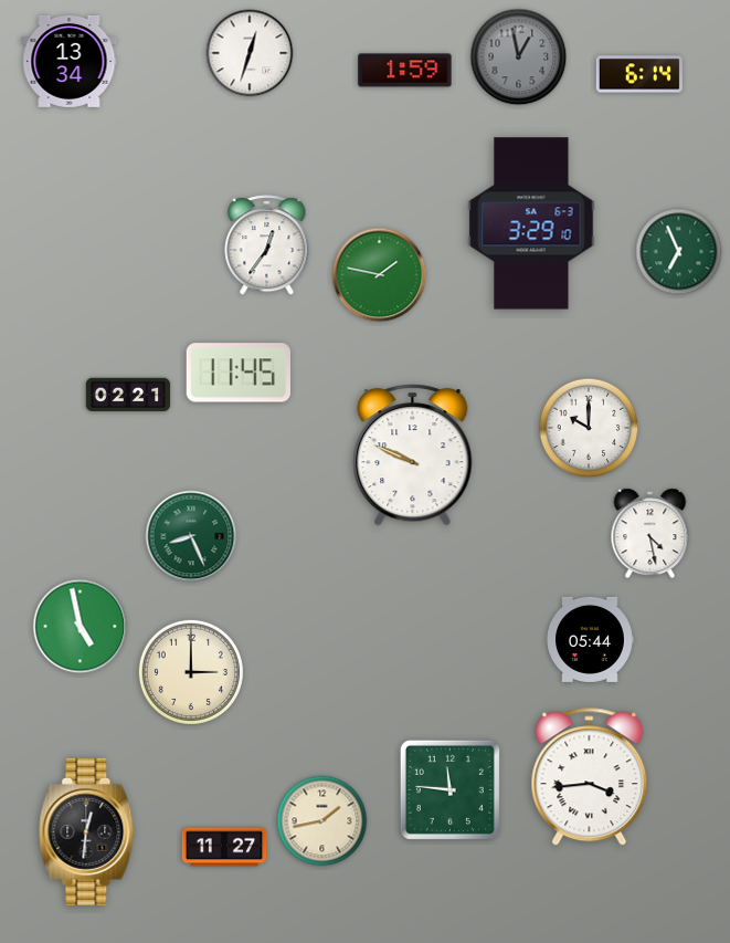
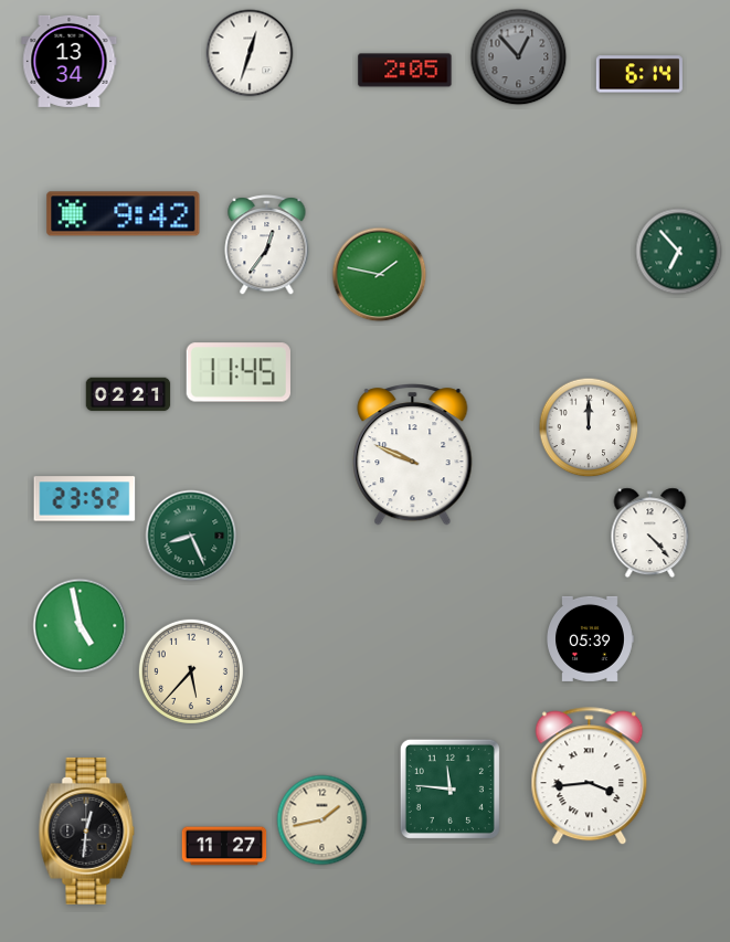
clock at (519, 57): 12:58 -> 12:53
clock at (405, 71): 1:59 -> 2:05
clock at (124, 214): none -> 9:42
clock at (531, 223): 3:29 -> none
clock at (679, 252): 6:56 -> 6:53
clock at (589, 428): 10:00 -> 12:00
clock at (85, 499): none -> 23:52
clock at (650, 534): 4:28 -> 4:23
clock at (591, 639): 05:44 -> 05:39
clock at (191, 672): 3:00 -> 5:37
